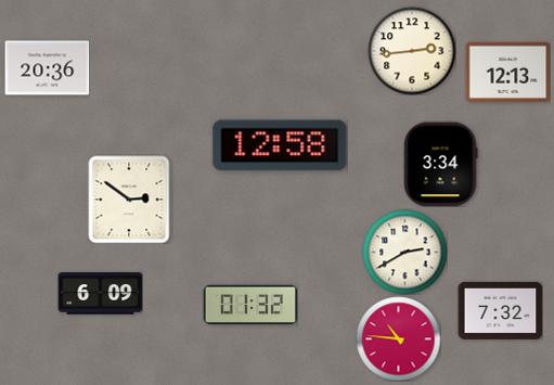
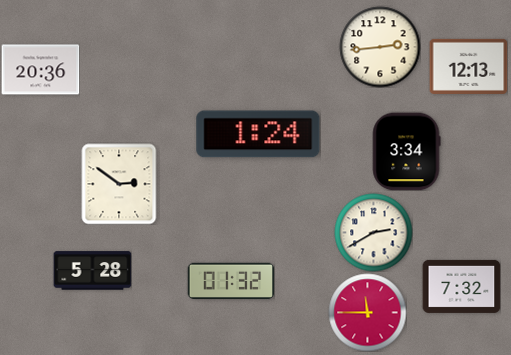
clock at (47, 68) position: (47, 68) -> (40, 70)
clock at (280, 145): 12:58 -> 1:24
clock at (100, 294): 6:09 -> 5:28
clock at (398, 338): 10:46 -> 11:45
